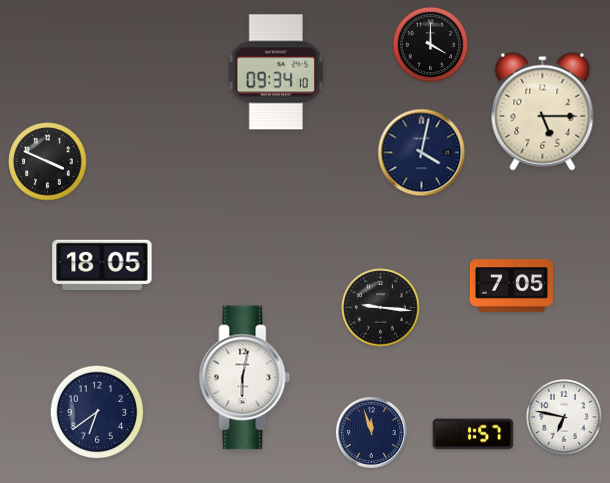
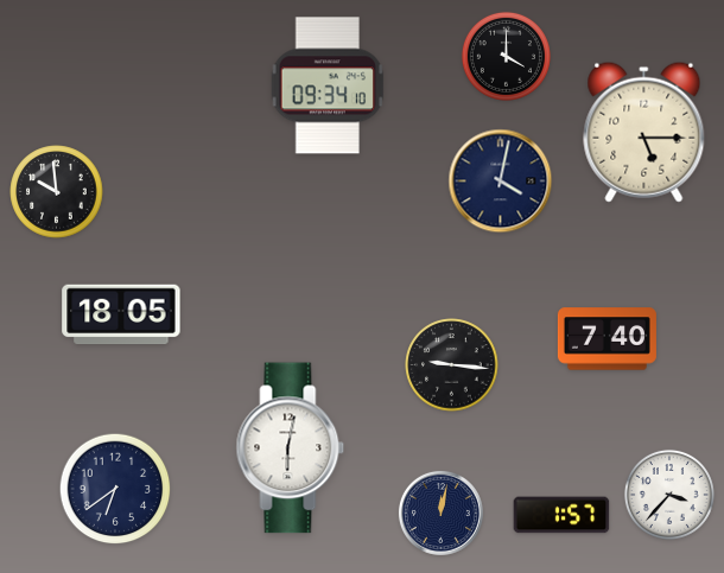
clock at (430, 44) position: (430, 44) -> (506, 56)
clock at (48, 162): 3:49 -> 9:59
clock at (511, 286): 7:05 -> 7:40
clock at (564, 417): 6:47 -> 3:37
clock at (371, 432): 11:57 -> 12:02
